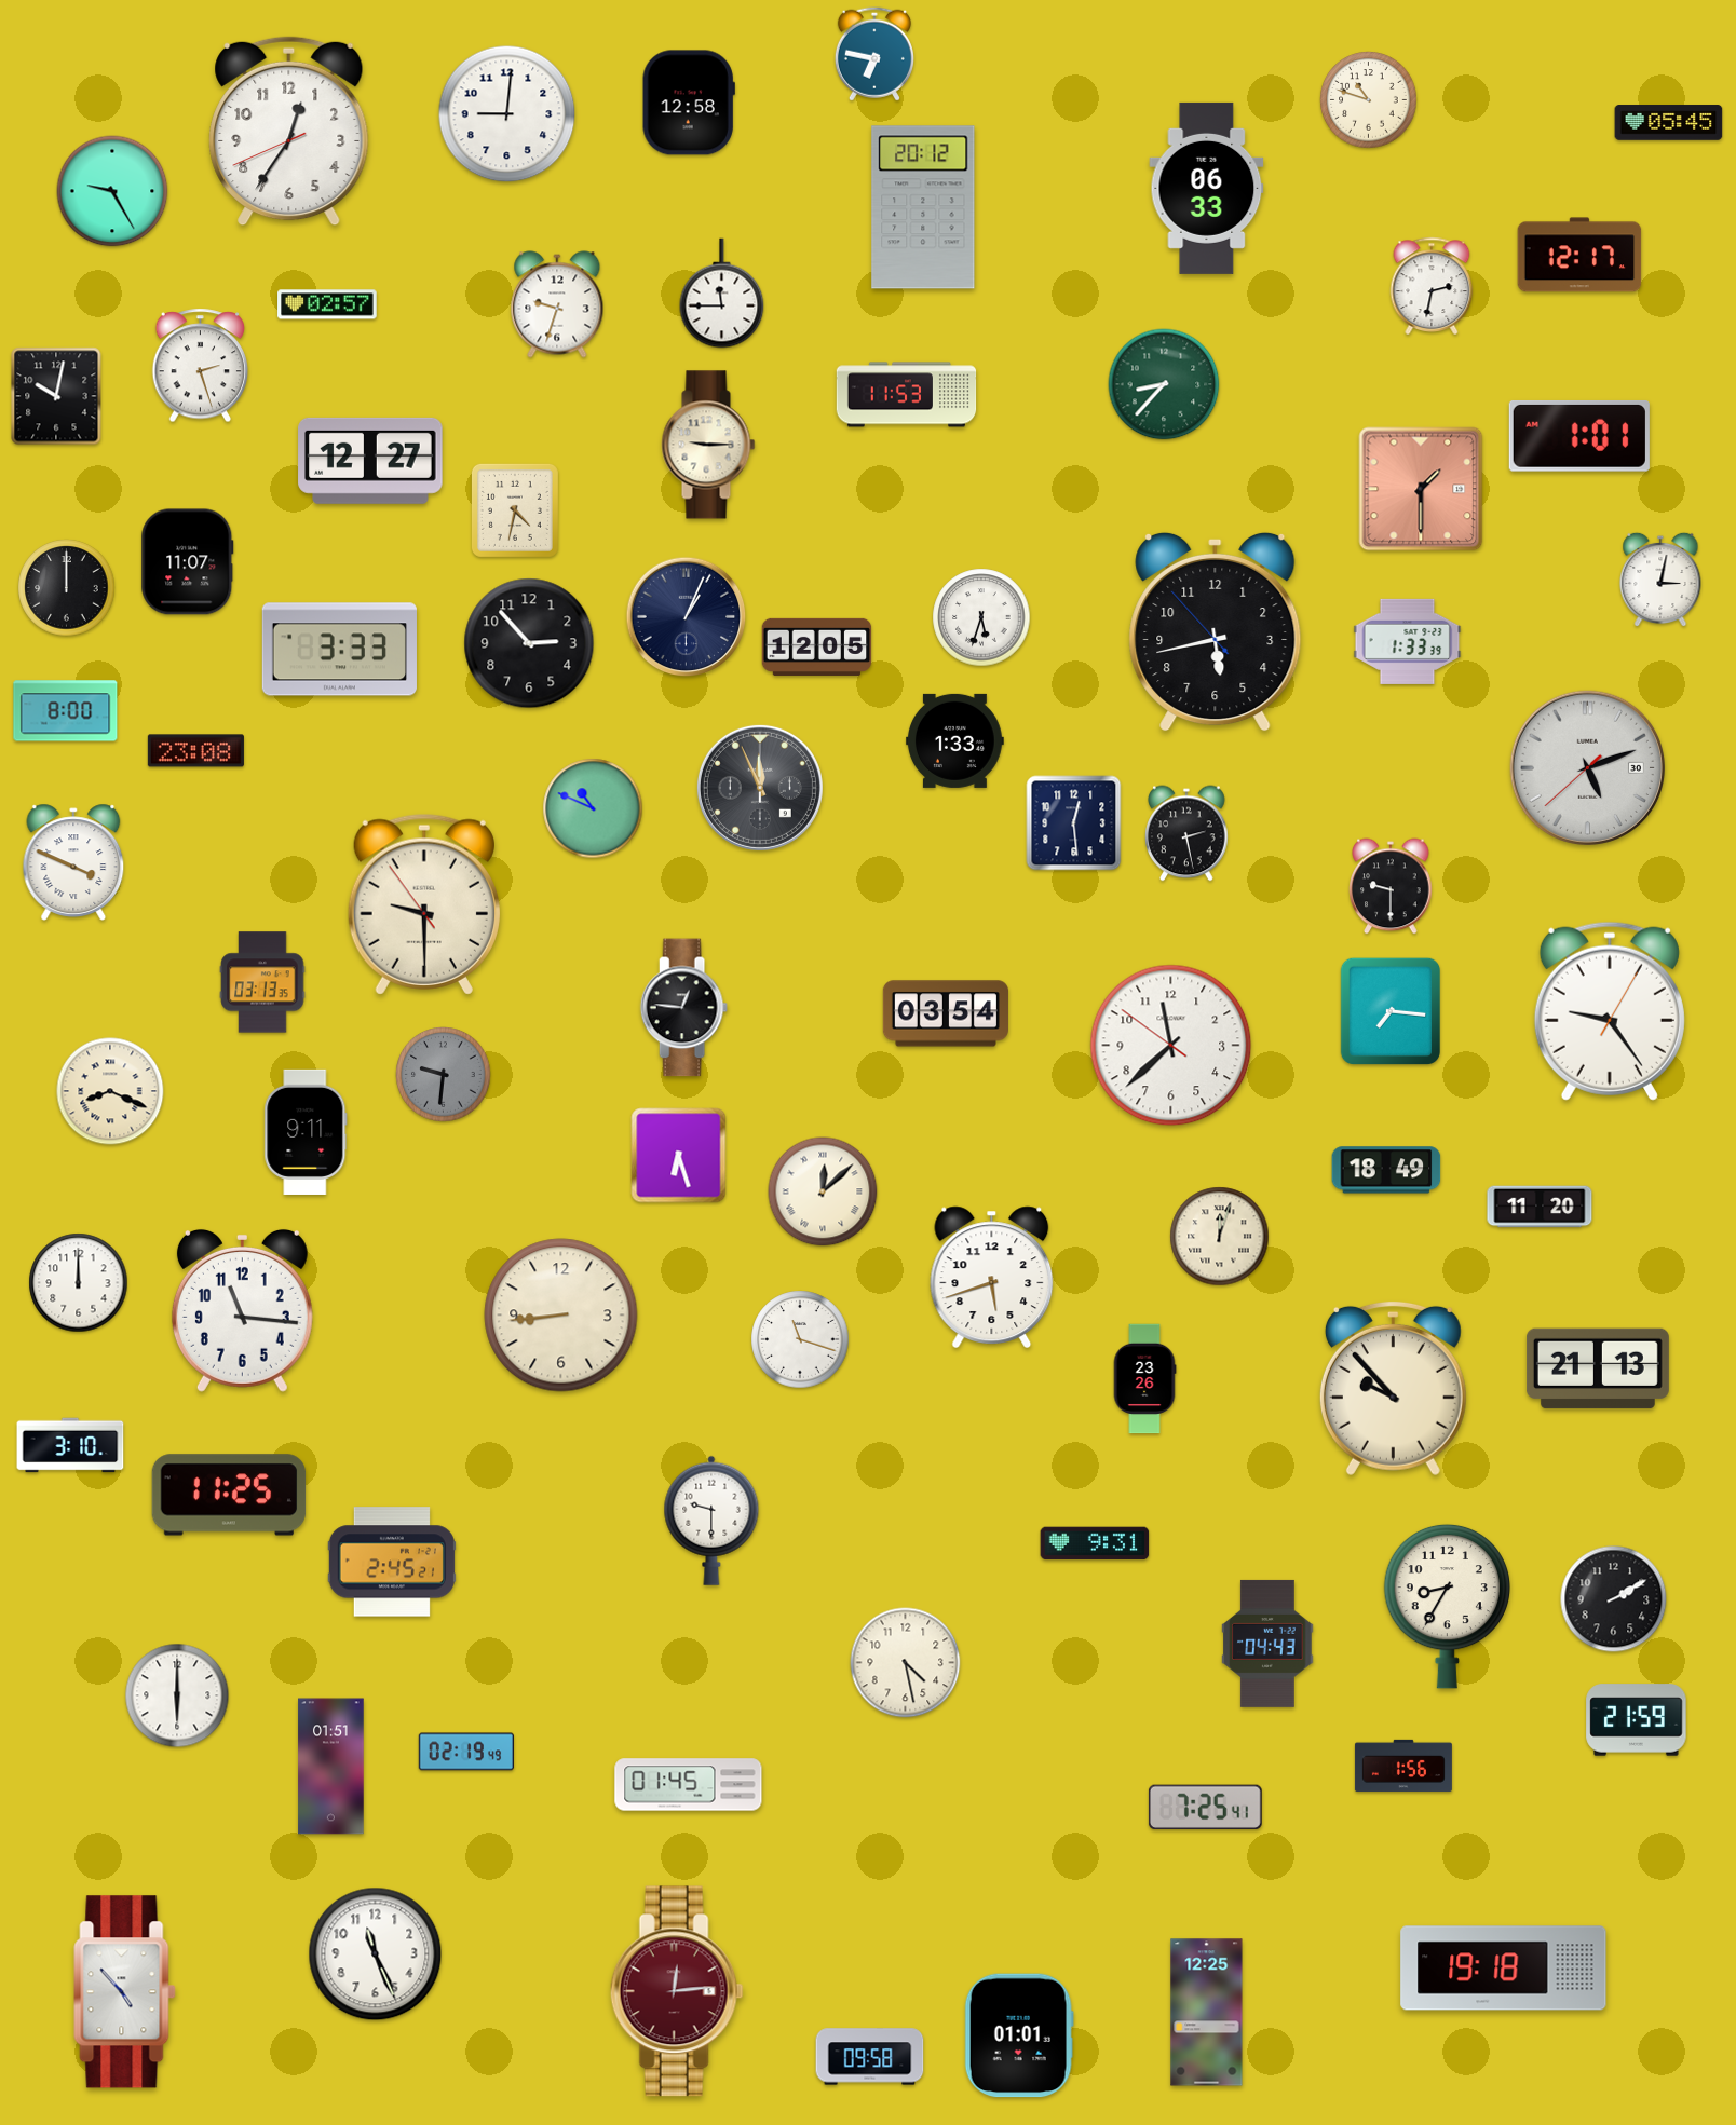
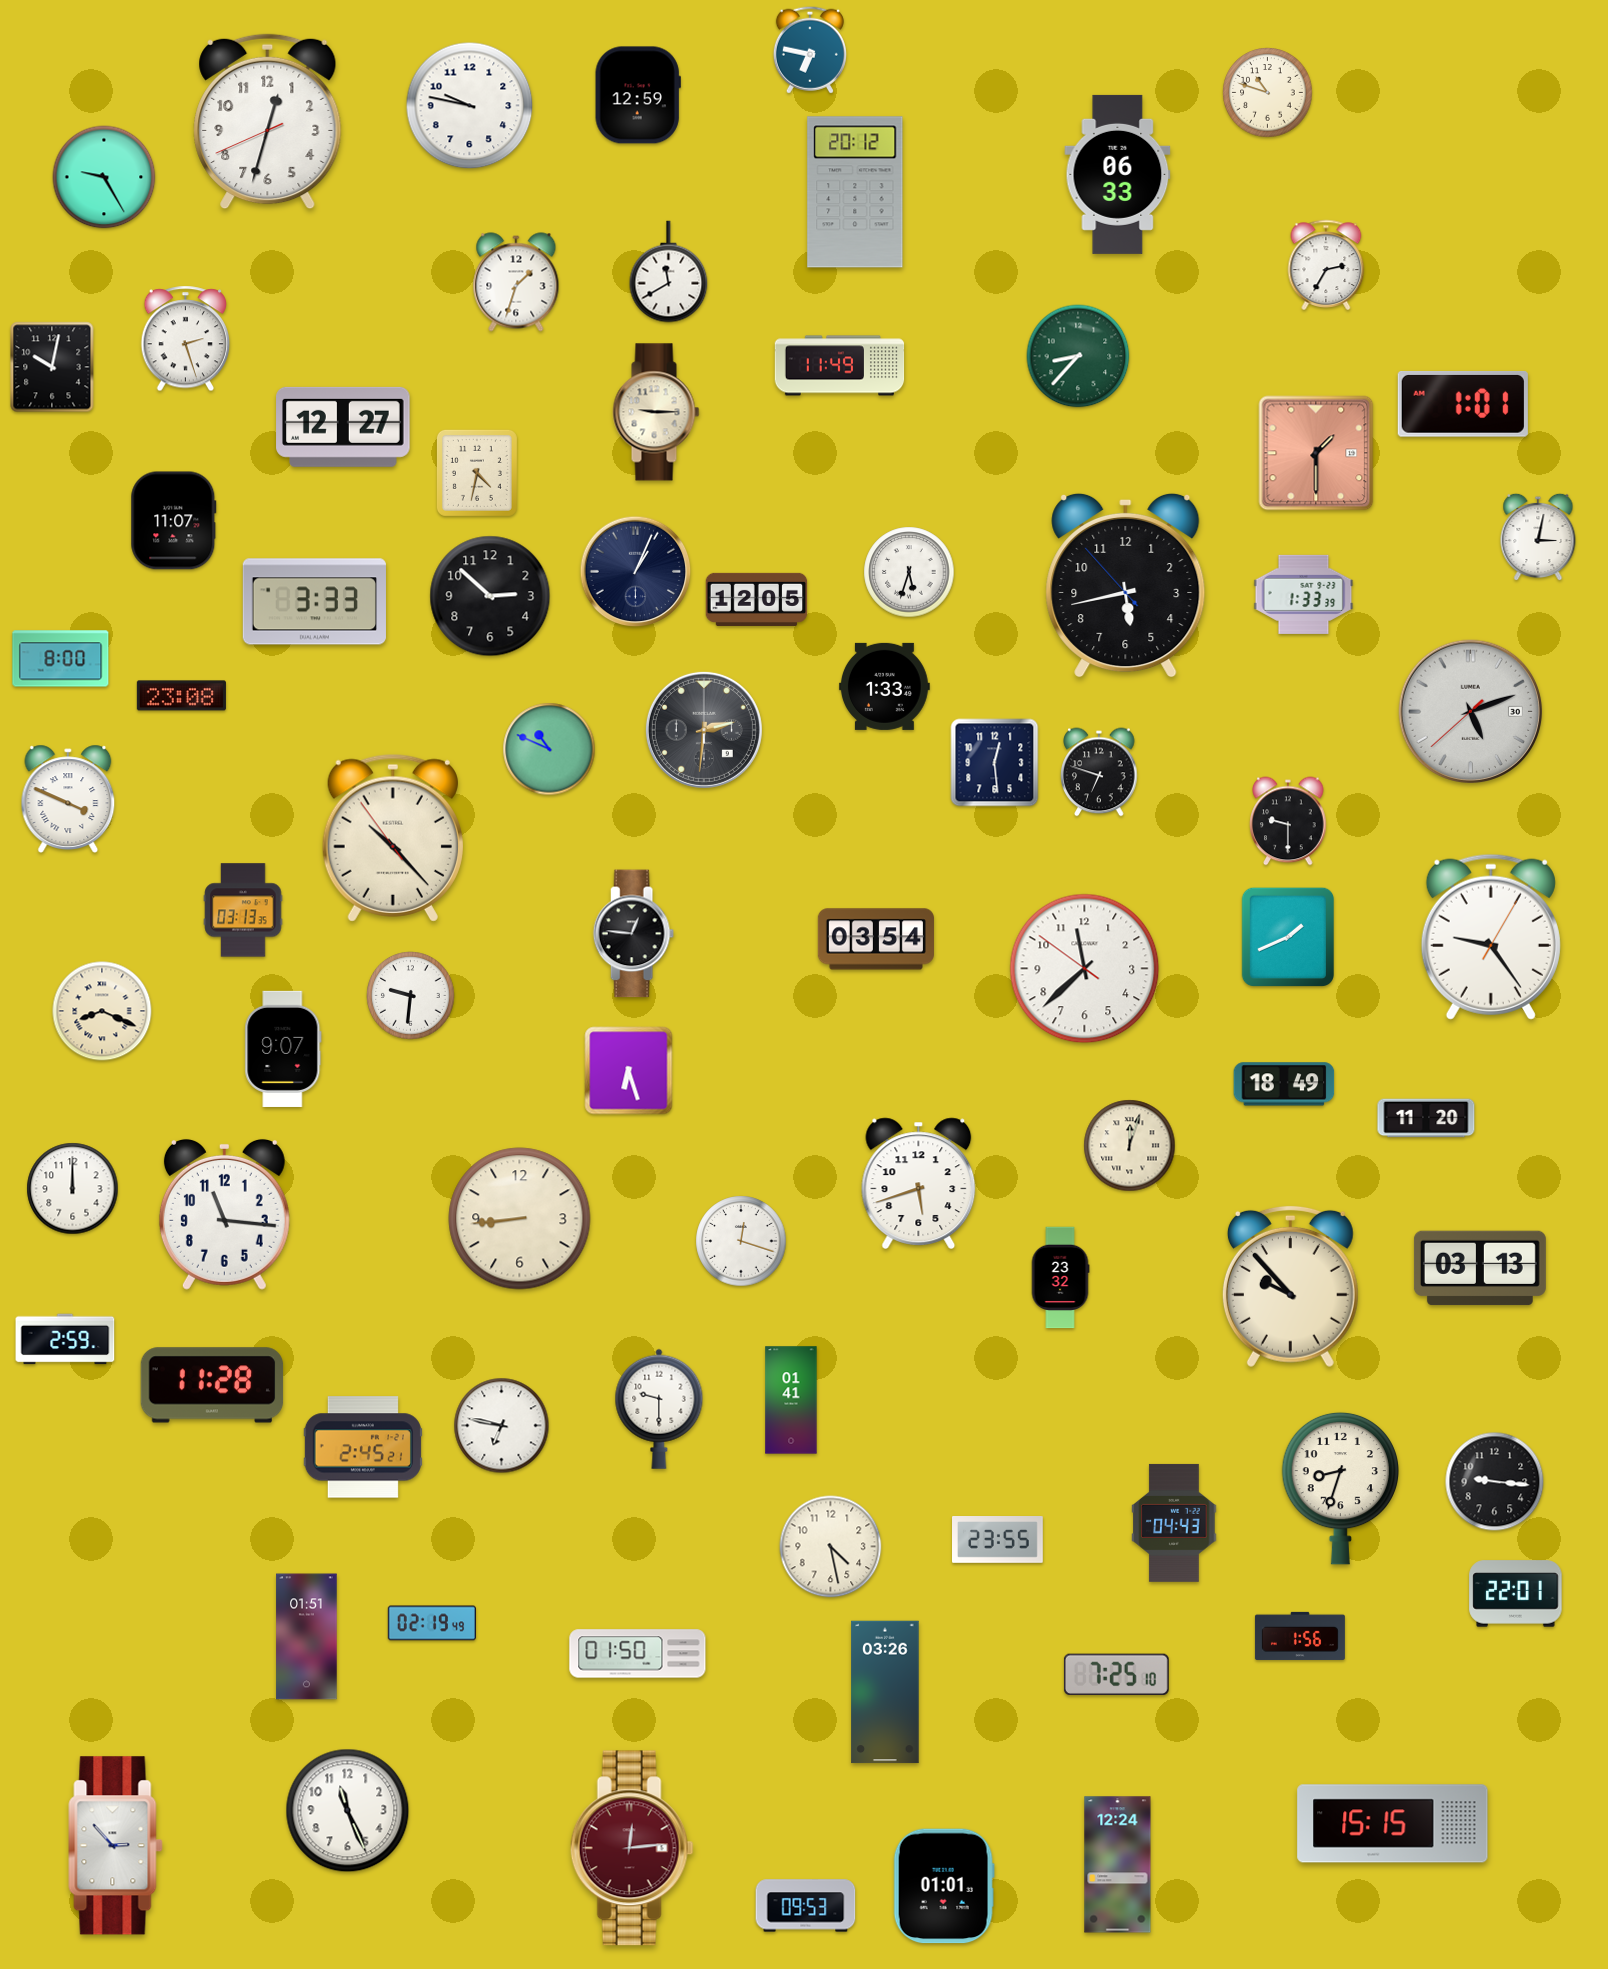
clock at (689, 103): 12:58 -> 12:59
clock at (507, 114): 9:01 -> 9:47
clock at (1669, 123): 05:45 -> none
clock at (289, 132): 12:35 -> 12:32
clock at (1579, 255): 12:17 -> none
clock at (1432, 286): 2:32 -> 2:35
clock at (722, 294): 11:45 -> 11:40
clock at (327, 304): 02:57 -> none
clock at (557, 304): 9:33 -> 1:33
clock at (907, 395): 11:53 -> 11:49
clock at (67, 588): 12:00 -> none
clock at (529, 643): 2:53 -> 2:52
clock at (760, 788): 11:56 -> 2:31
clock at (1186, 833): 2:28 -> 6:48
clock at (424, 904): 9:29 -> 10:22
clock at (1389, 1010): 7:16 -> 1:41
clock at (444, 1075) dial: grey -> white
clock at (306, 1132): 9:11 -> 9:07
clock at (823, 1191): 12:08 -> none
clock at (800, 1339): 11:18 -> 12:18
clock at (1598, 1368): 21:13 -> 03:13
clock at (1144, 1379): 23:26 -> 23:32
clock at (70, 1445): 3:10 -> 2:59
clock at (229, 1495): 11:25 -> 11:28
clock at (791, 1400): none -> 01:41
clock at (502, 1426): none -> 6:47
clock at (1095, 1543): 9:31 -> none
clock at (1614, 1599): 2:10 -> 9:16
clock at (1447, 1606): 8:35 -> 8:33
clock at (998, 1540): none -> 23:55
clock at (906, 1663) position: (906, 1663) -> (831, 1547)
clock at (177, 1695): 6:00 -> none
clock at (1637, 1720): 21:59 -> 22:01
clock at (689, 1785): 01:45 -> 01:50
clock at (1205, 1807): 7:25:41 -> 7:25:10
clock at (885, 1692): none -> 03:26
clock at (1504, 1969): 19:18 -> 15:15
clock at (677, 1991) position: (677, 1991) -> (632, 1848)
clock at (125, 1992): 4:53 -> 2:53
clock at (1207, 2013): 12:25 -> 12:24
clock at (870, 2057): 09:58 -> 09:53
